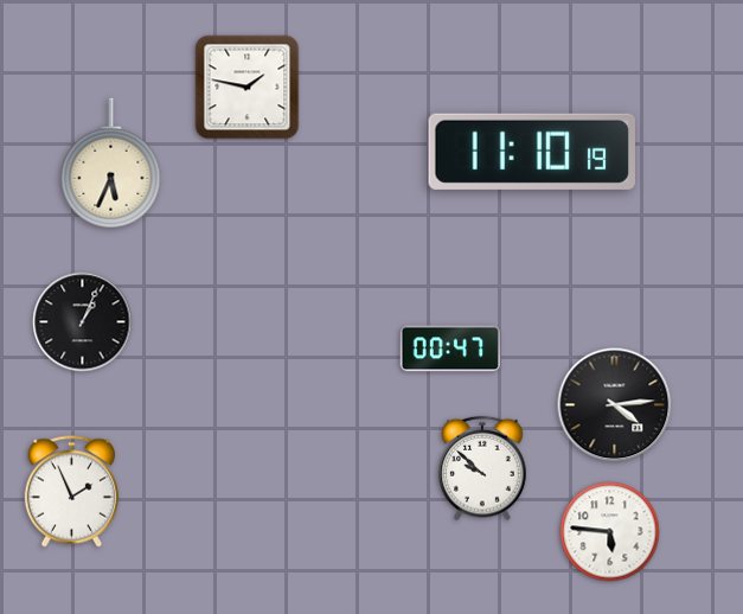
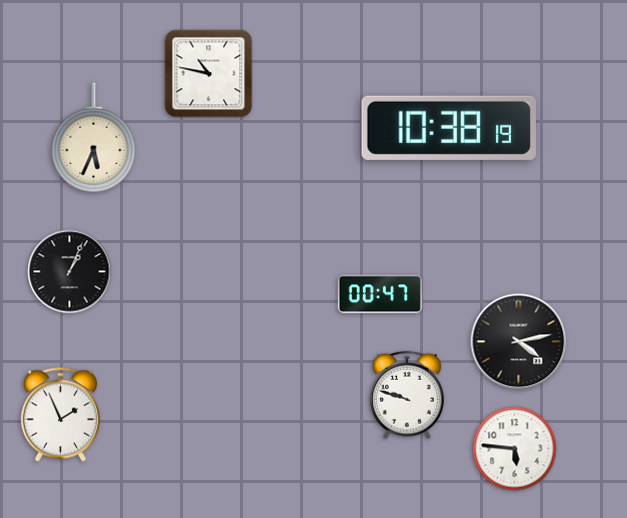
clock at (248, 88): 1:47 -> 10:47
clock at (532, 152): 11:10 -> 10:38
clock at (615, 405): 4:14 -> 4:13
clock at (483, 468): 9:52 -> 9:48
